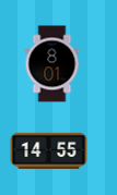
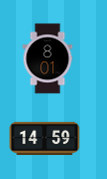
clock at (49, 150): 14:55 -> 14:59
